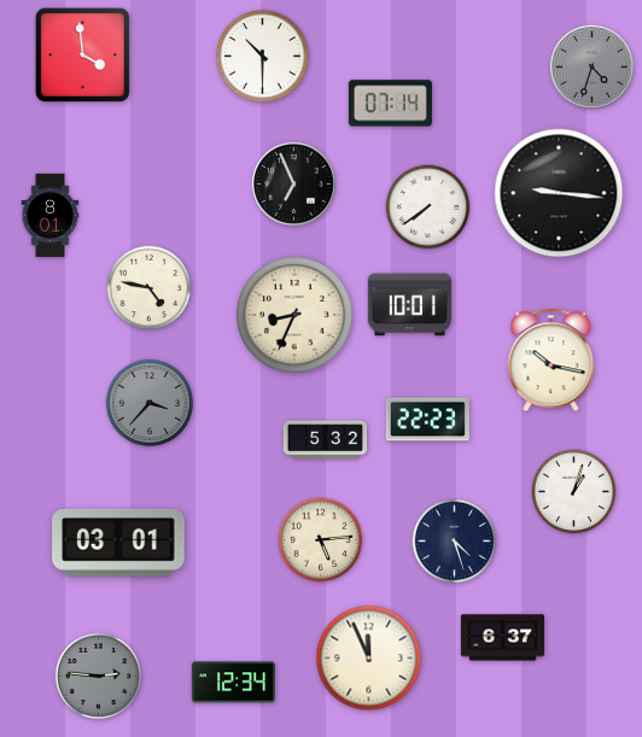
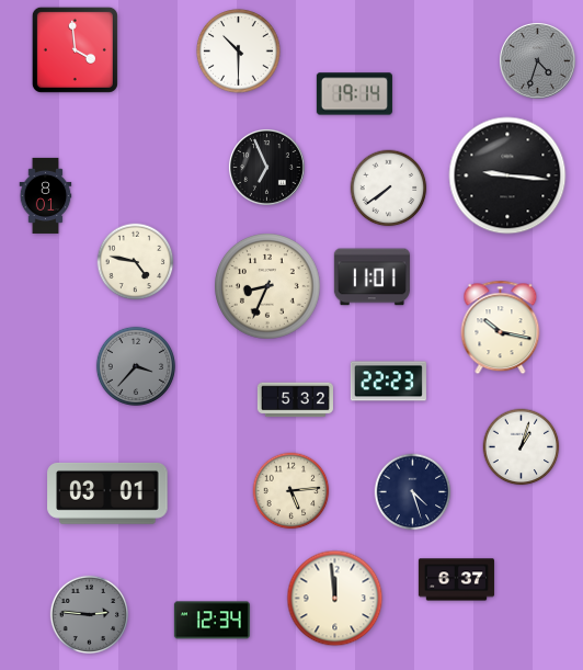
clock at (390, 104): 07:14 -> 19:14
clock at (409, 305): 10:01 -> 11:01
clock at (369, 659): 11:56 -> 11:59
